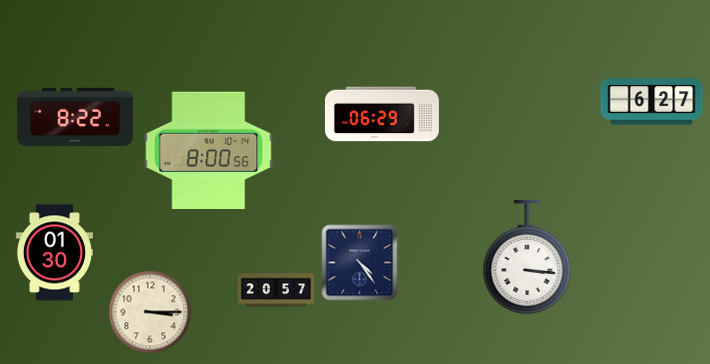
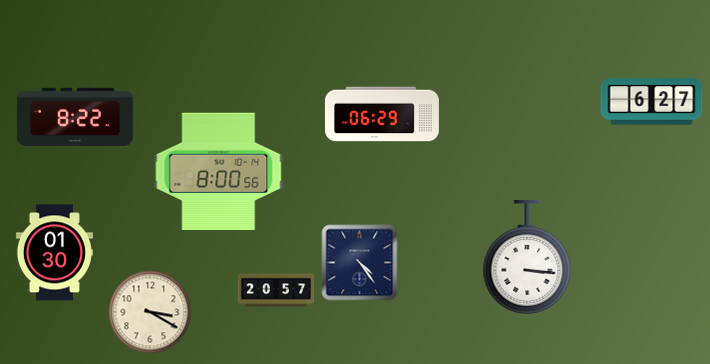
clock at (209, 150) position: (209, 150) -> (219, 171)
clock at (150, 312): 3:15 -> 3:20
